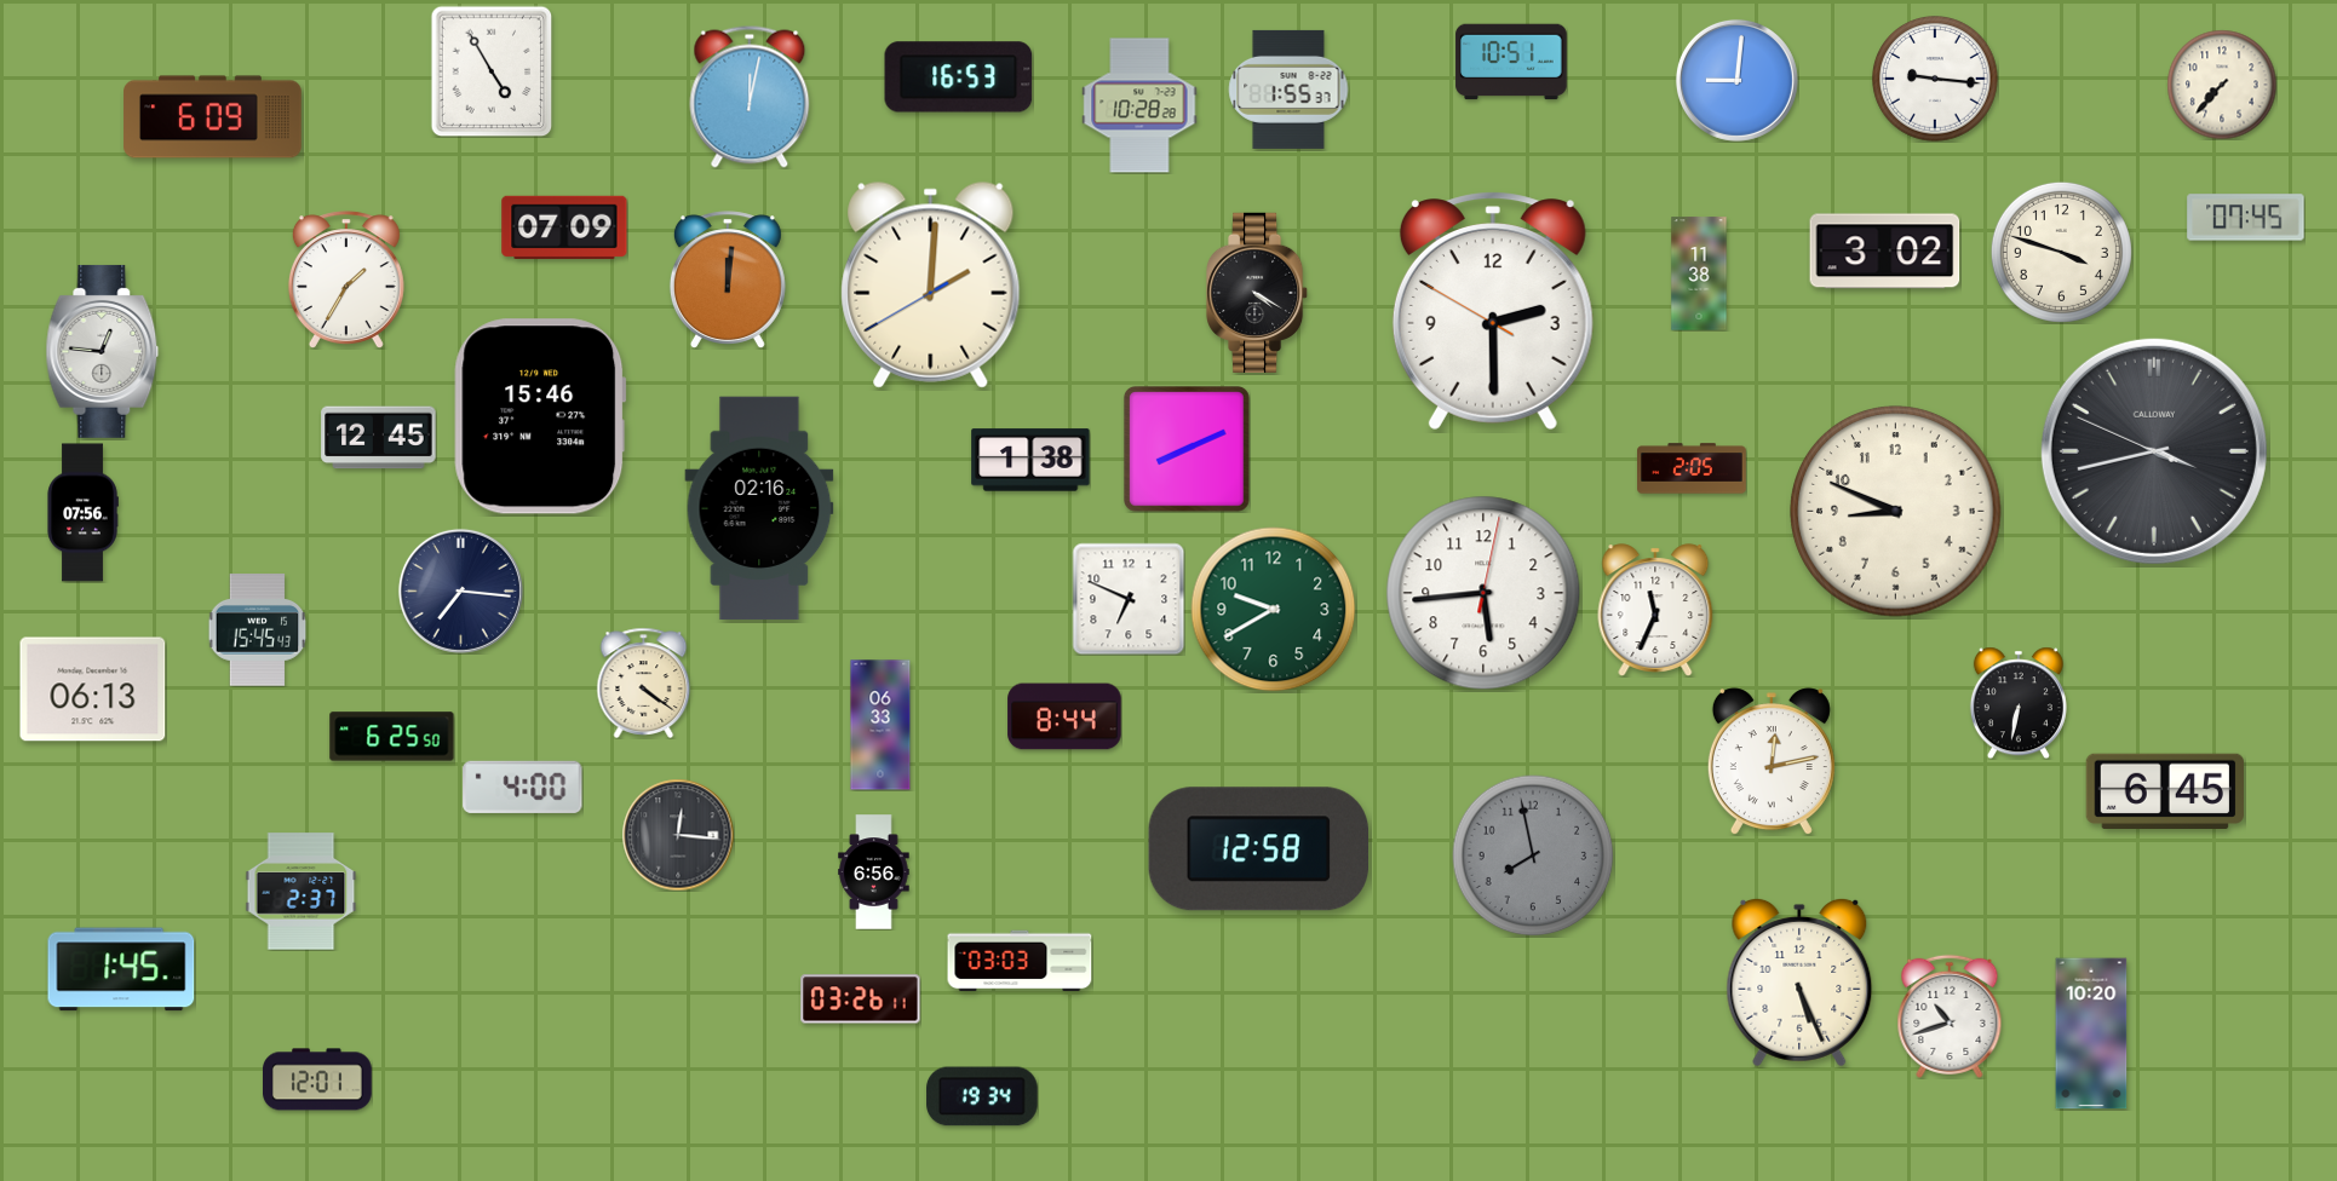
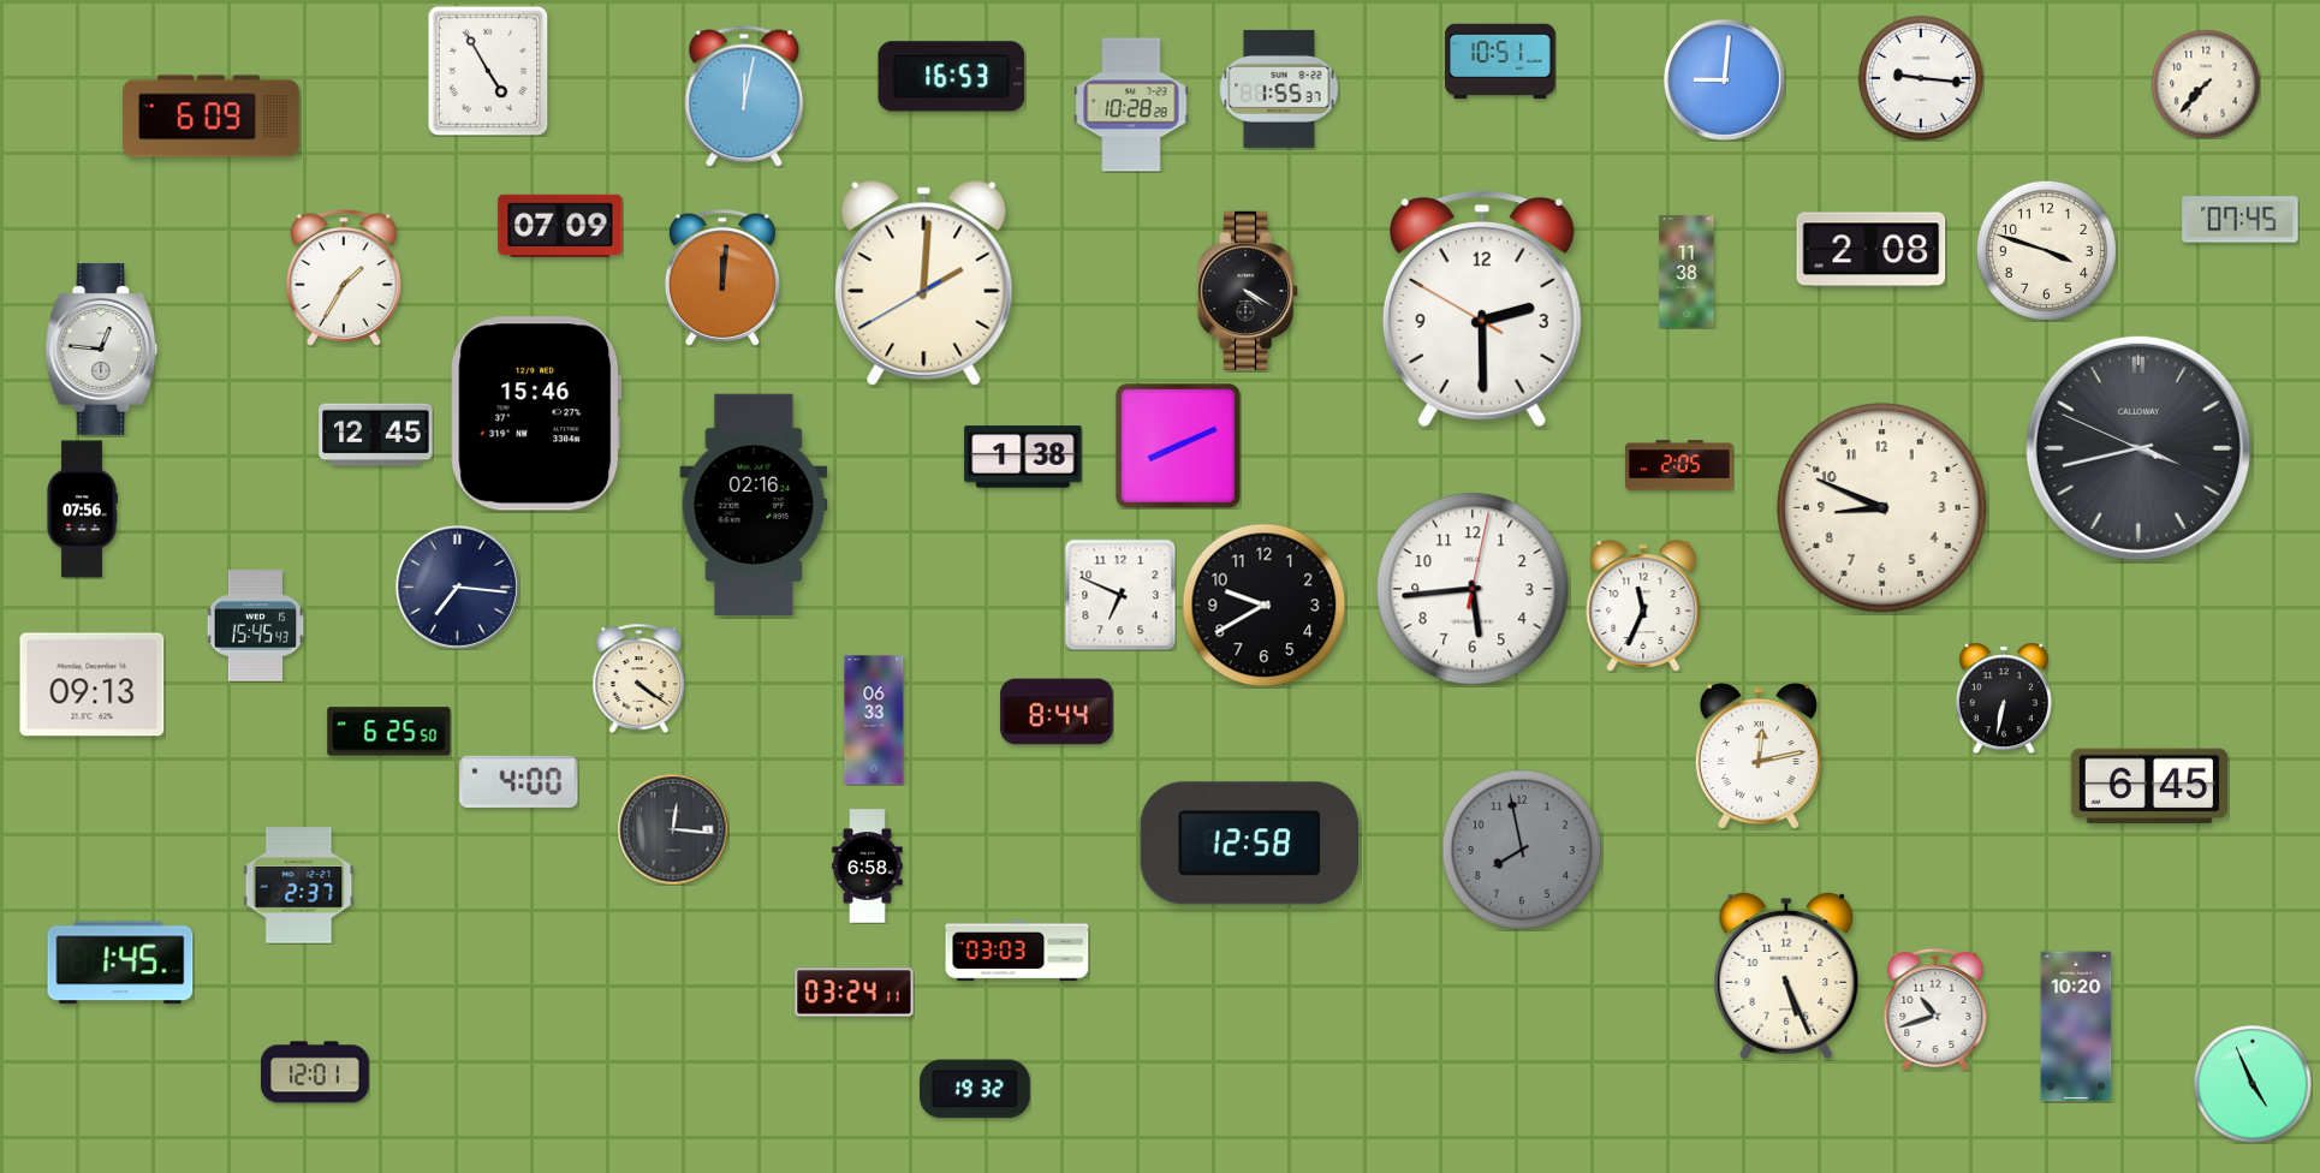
clock at (2246, 218) position: (2246, 218) -> (2241, 220)
clock at (1885, 252): 3:02 -> 2:08
clock at (1274, 610) dial: green -> black
clock at (93, 690): 06:13 -> 09:13
clock at (874, 872): 6:56 -> 6:58
clock at (1020, 961) position: (1020, 961) -> (1017, 951)
clock at (861, 999): 03:26 -> 03:24
clock at (2253, 1084): none -> 4:56
clock at (982, 1096): 19:34 -> 19:32
